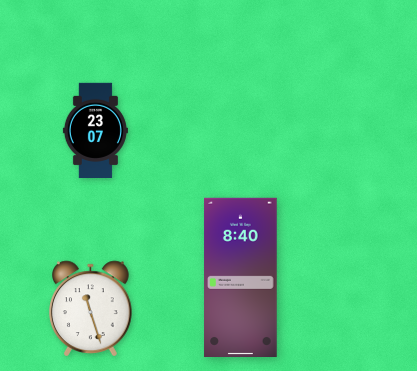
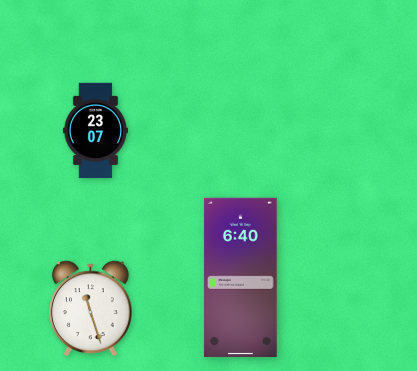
clock at (241, 277): 8:40 -> 6:40
